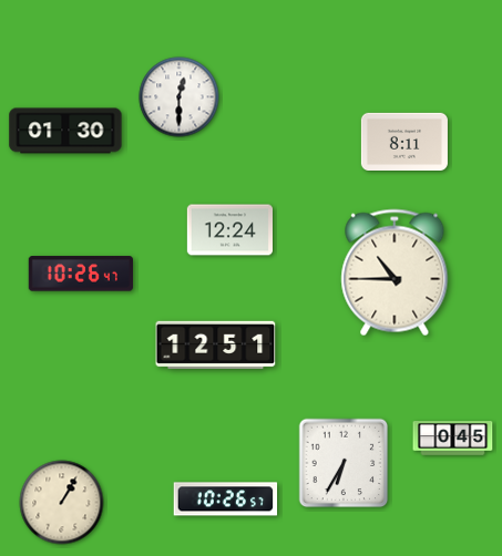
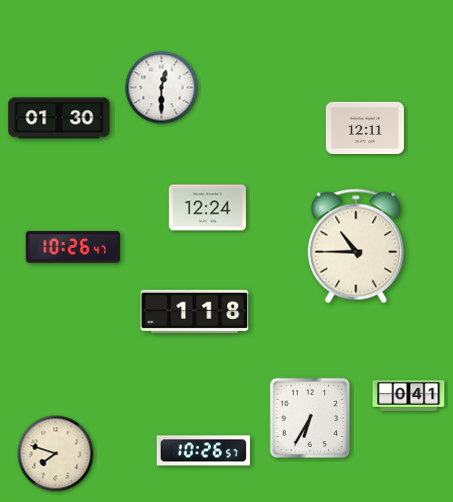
clock at (404, 141): 8:11 -> 12:11
clock at (216, 344): 12:51 -> 1:18
clock at (453, 439): 0:45 -> 0:41
clock at (62, 503): 1:05 -> 7:48
